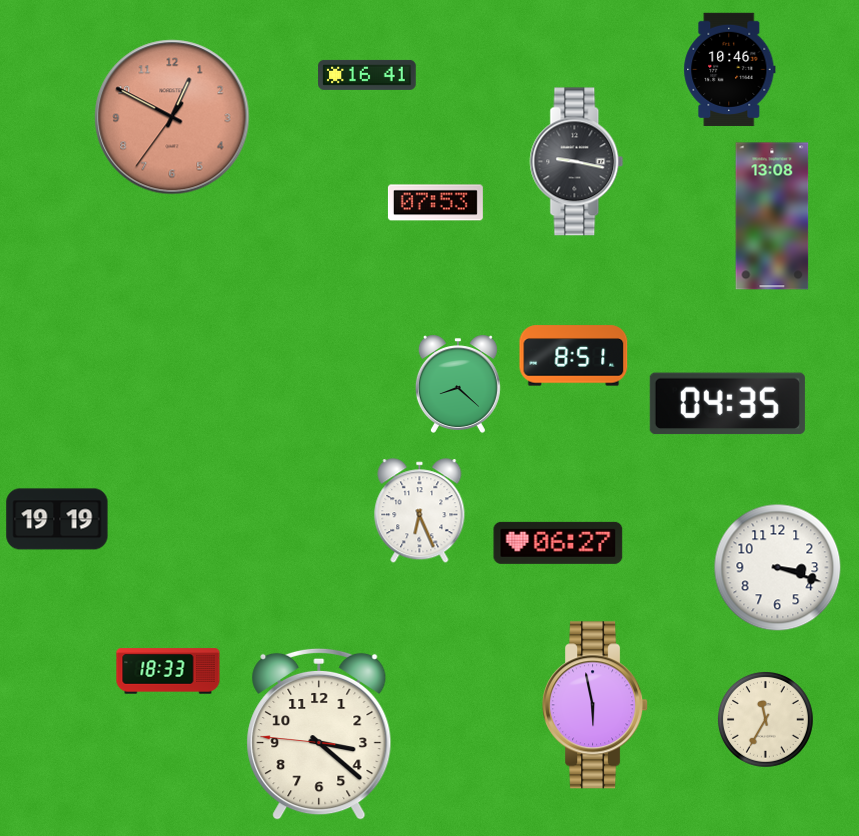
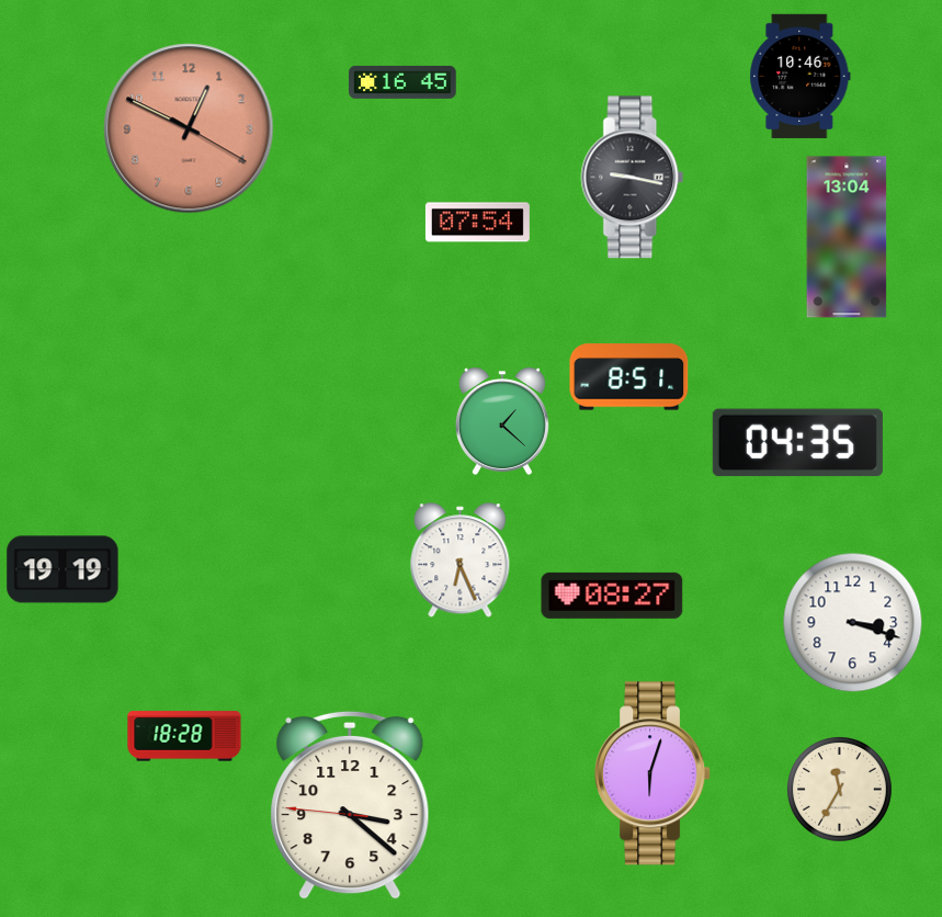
clock at (367, 75): 16:41 -> 16:45
clock at (172, 117): 12:49:36 -> 12:49:20
clock at (435, 203): 07:53 -> 07:54
clock at (772, 216): 13:08 -> 13:04
clock at (574, 356) position: (574, 356) -> (629, 377)
clock at (458, 384): 8:22 -> 1:22
clock at (558, 543): 06:27 -> 08:27
clock at (168, 671): 18:33 -> 18:28
clock at (596, 705): 5:58 -> 6:03
